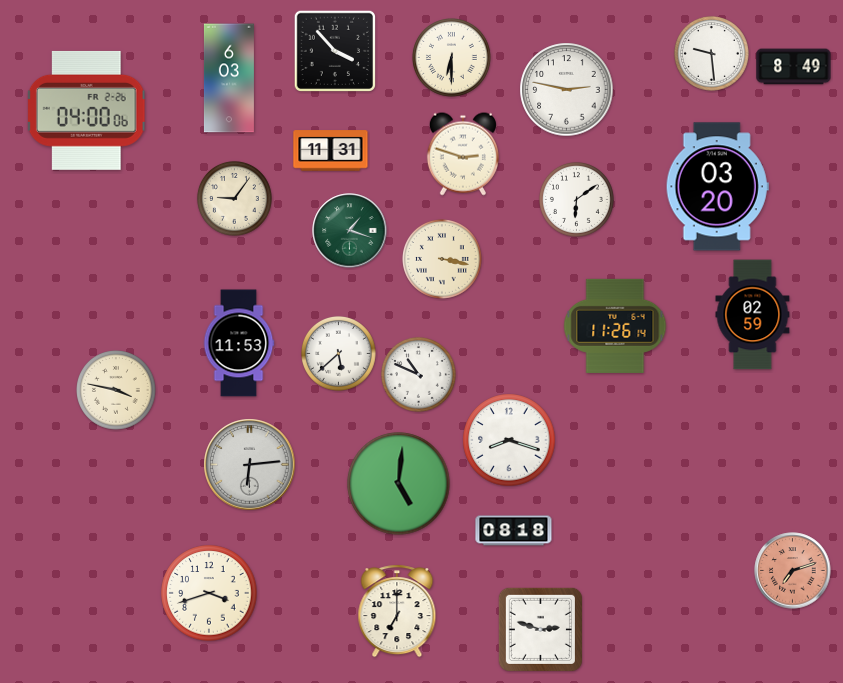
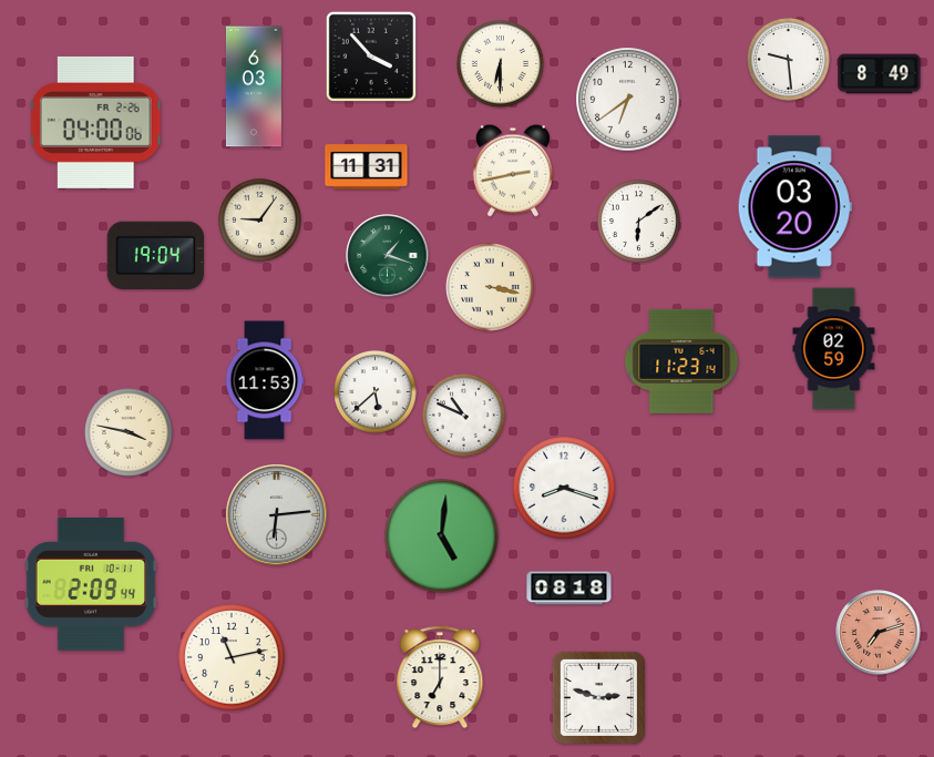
clock at (567, 90): 2:47 -> 6:39
clock at (463, 154): 2:48 -> 2:43
clock at (155, 255): none -> 19:04
clock at (615, 326): 11:26 -> 11:23
clock at (91, 584): none -> 2:09
clock at (209, 593): 3:42 -> 11:13
